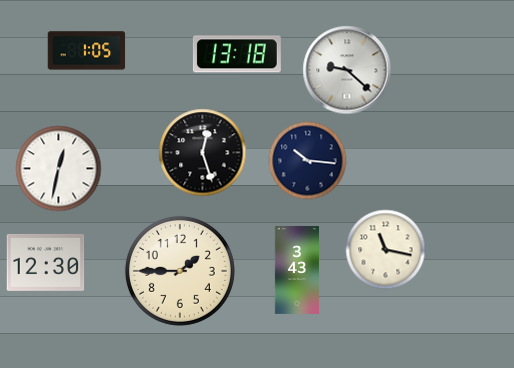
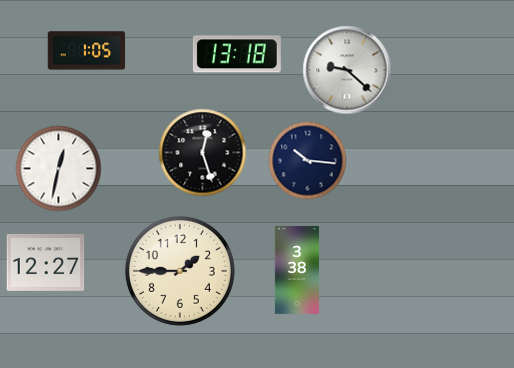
clock at (385, 249): 11:17 -> none
clock at (45, 262): 12:30 -> 12:27
clock at (297, 270): 3:43 -> 3:38
